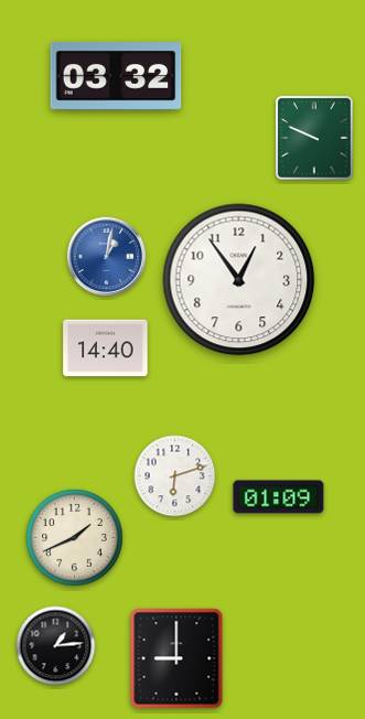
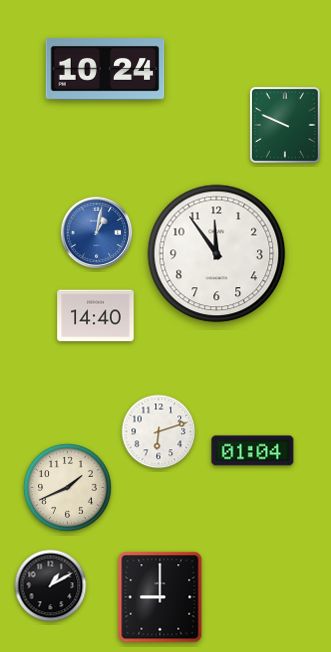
clock at (116, 77): 03:32 -> 10:24
clock at (239, 280): 12:54 -> 11:54
clock at (279, 497): 01:09 -> 01:04
clock at (56, 646): 1:14 -> 1:10
